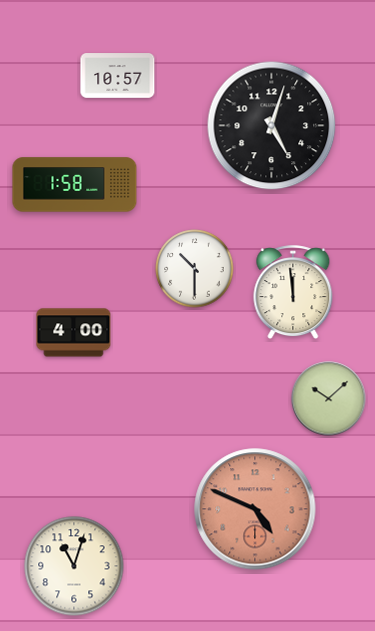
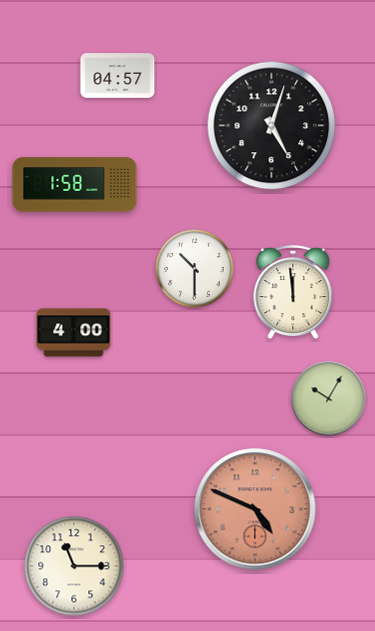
clock at (118, 76): 10:57 -> 04:57
clock at (329, 399): 10:08 -> 10:05
clock at (74, 566): 11:03 -> 11:15
